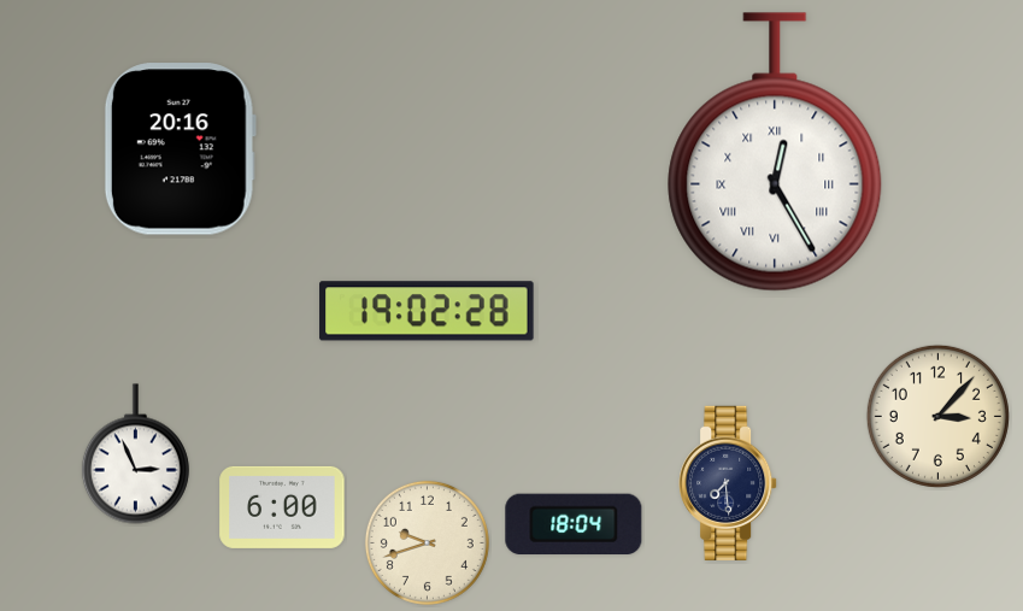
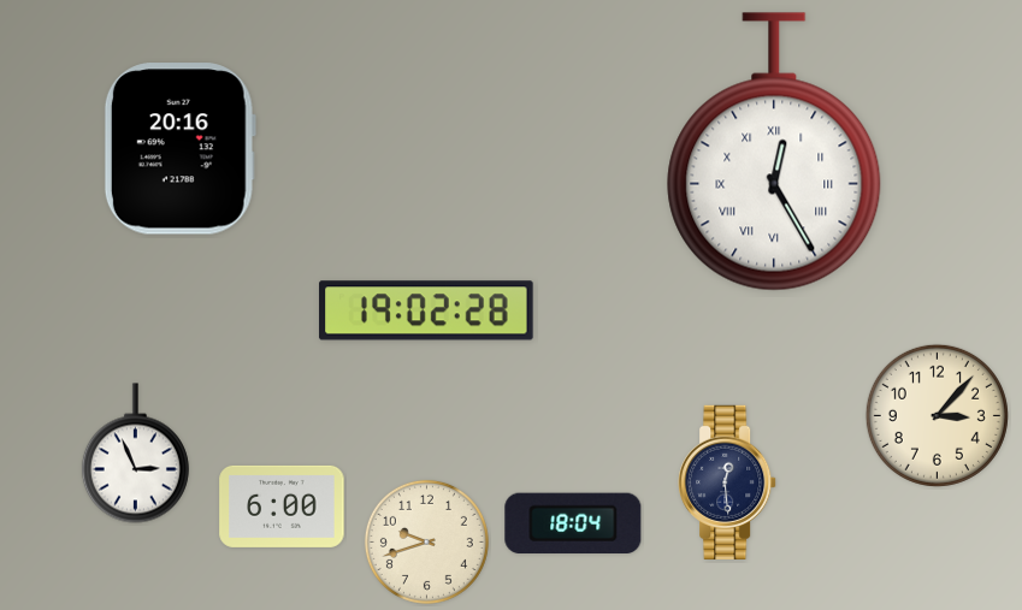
clock at (728, 483): 7:29 -> 12:29
